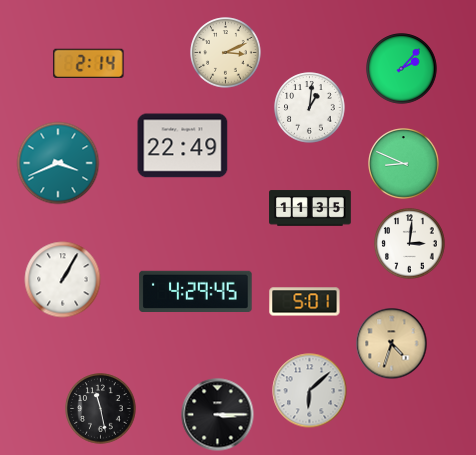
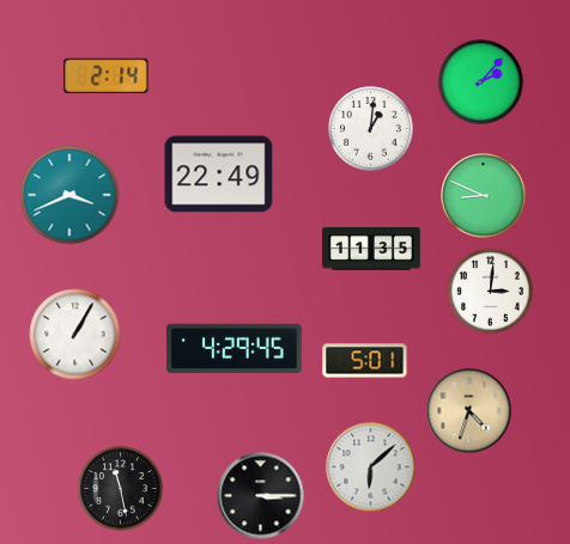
clock at (226, 53): 3:11 -> none
